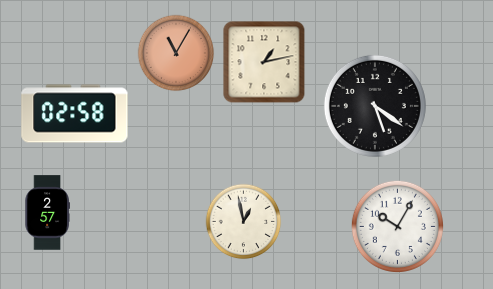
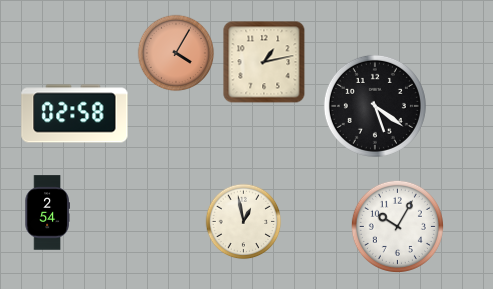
clock at (176, 53): 11:05 -> 4:05
clock at (47, 213): 2:57 -> 2:54
